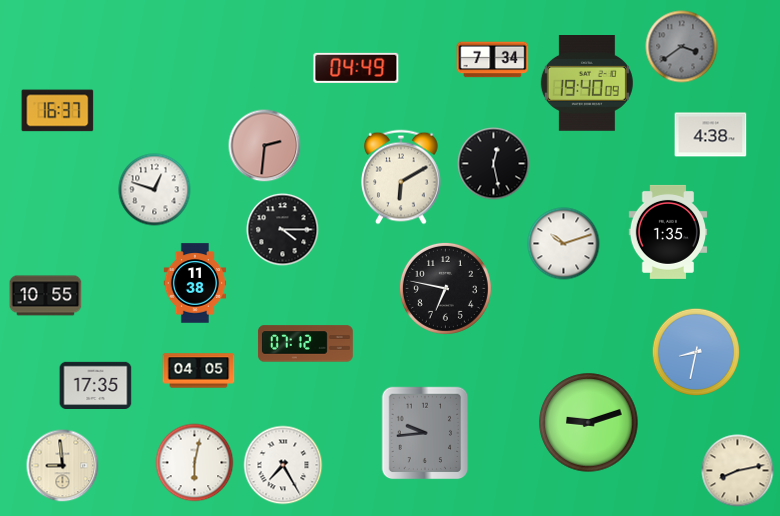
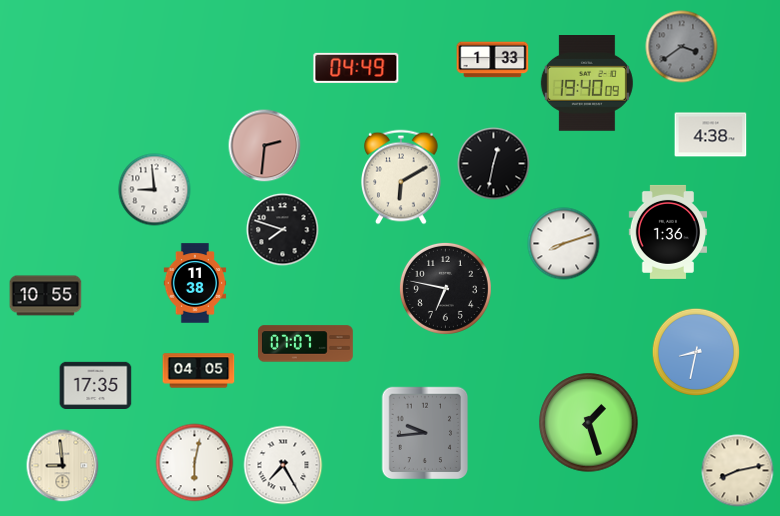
clock at (493, 60): 7:34 -> 1:33
clock at (58, 111): 16:37 -> none
clock at (494, 164): 12:28 -> 12:32
clock at (155, 190): 12:48 -> 8:59
clock at (283, 230): 4:15 -> 7:48
clock at (667, 232): 1:35 -> 1:36
clock at (564, 244): 10:12 -> 8:12
clock at (305, 344): 07:12 -> 07:07
clock at (589, 423): 9:12 -> 1:27
